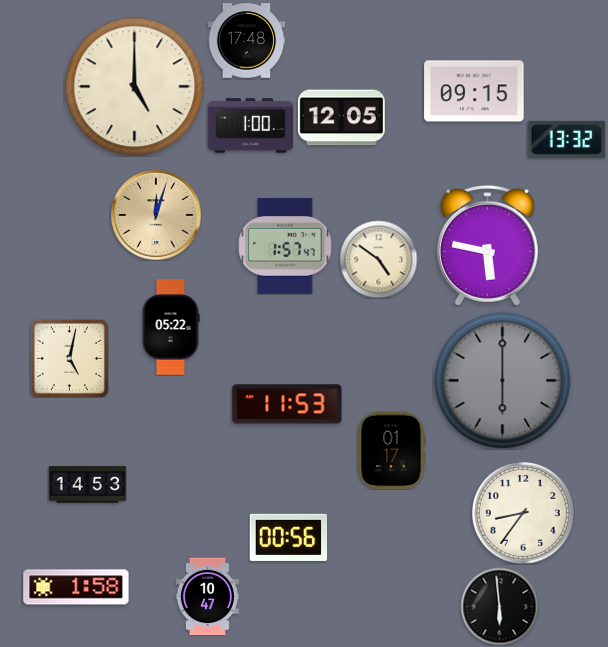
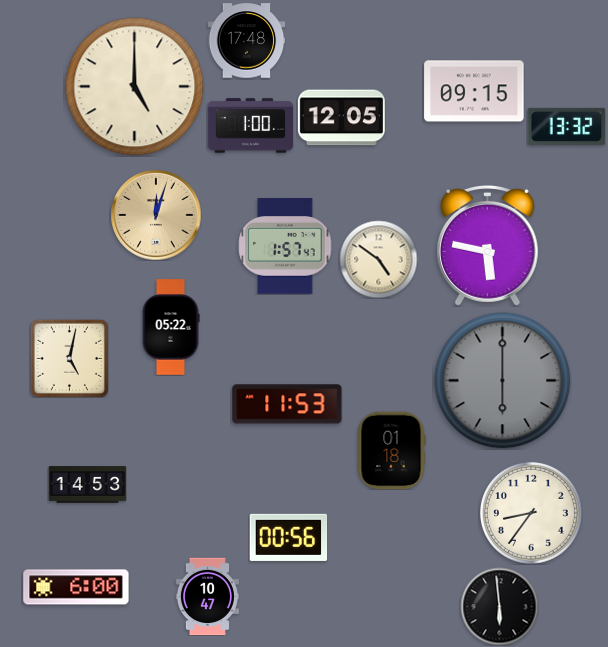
clock at (566, 139) position: (566, 139) -> (566, 126)
clock at (391, 450): 01:17 -> 01:18
clock at (523, 513) position: (523, 513) -> (531, 513)
clock at (76, 587): 1:58 -> 6:00
